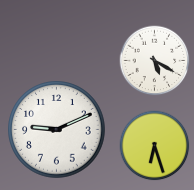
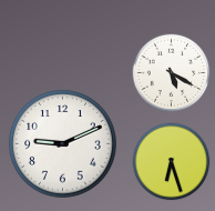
clock at (155, 61) position: (155, 61) -> (172, 73)
